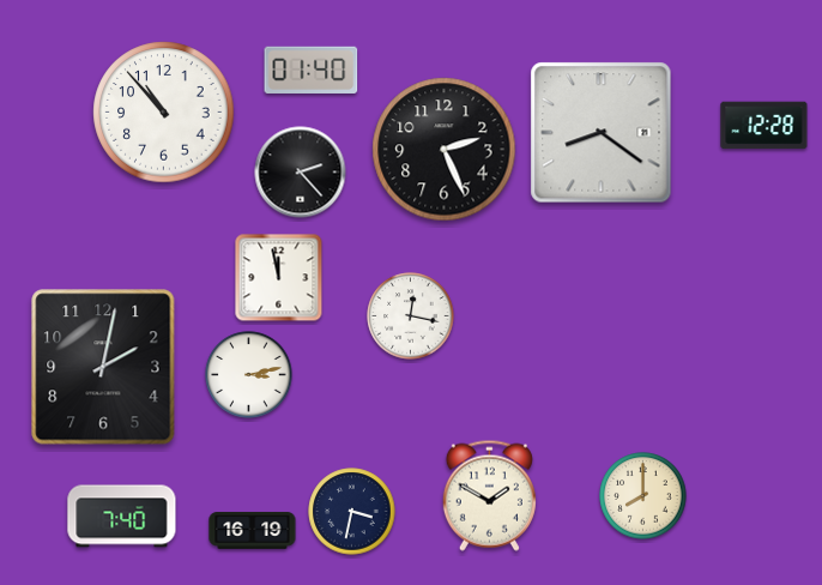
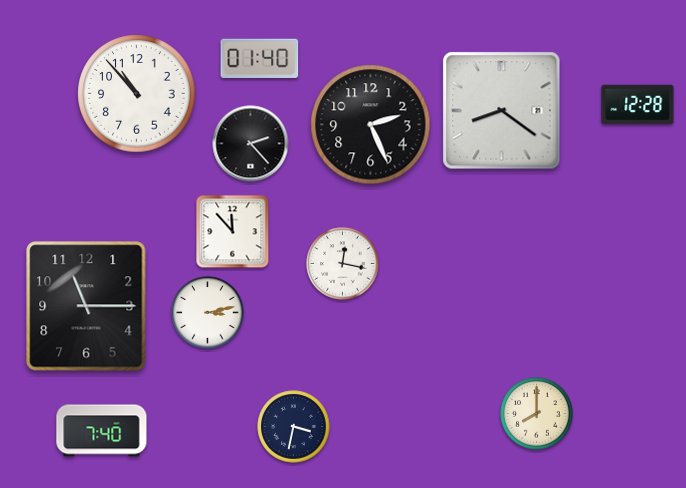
clock at (279, 278): 11:58 -> 11:53
clock at (103, 367): 2:02 -> 11:15
clock at (489, 495): 1:50 -> none
clock at (253, 531): 16:19 -> none
